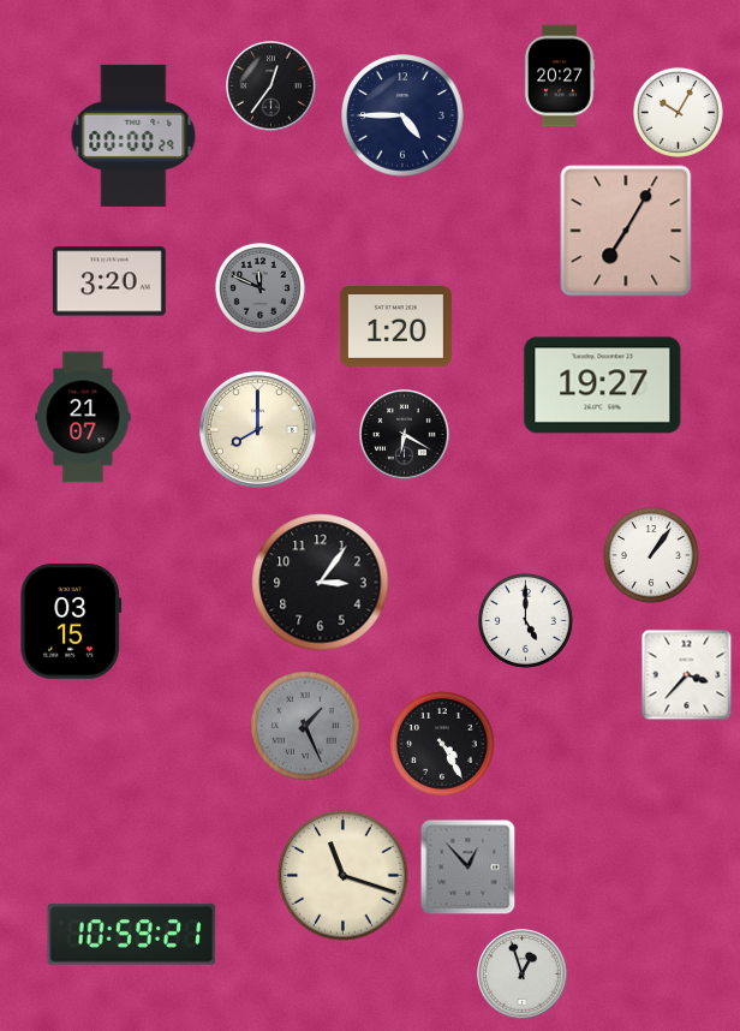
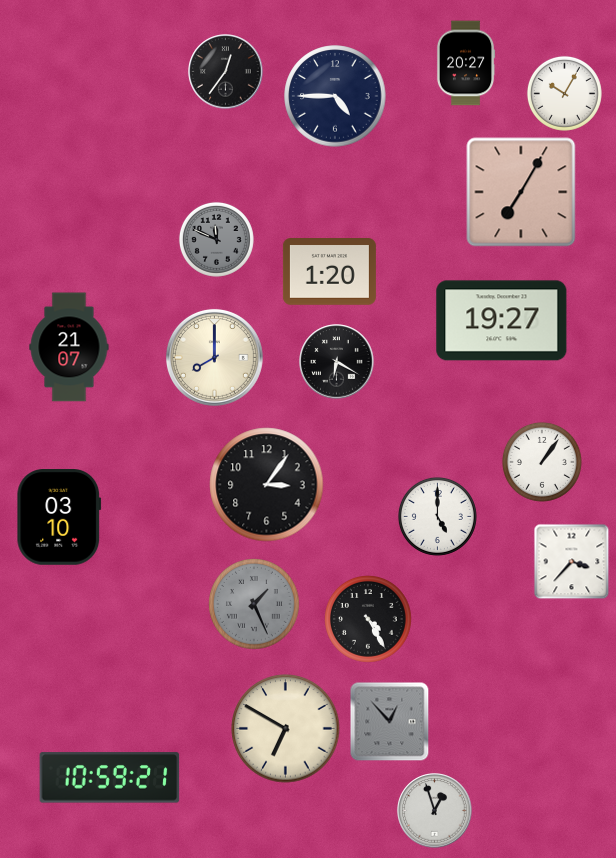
clock at (133, 136): 00:00 -> none
clock at (109, 281): 3:20 -> none
clock at (71, 622): 03:15 -> 03:10
clock at (344, 876): 11:18 -> 6:50
